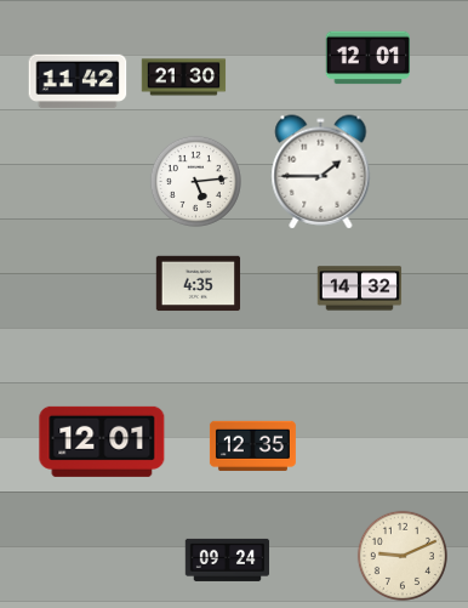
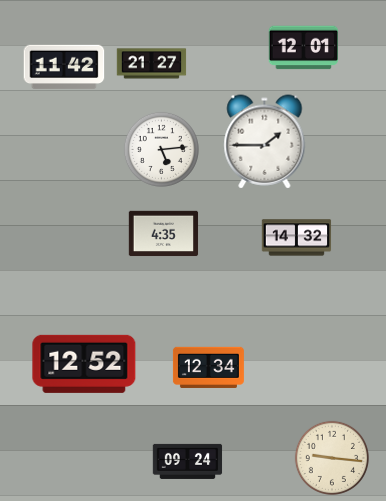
clock at (184, 78): 21:30 -> 21:27
clock at (102, 442): 12:01 -> 12:52
clock at (252, 445): 12:35 -> 12:34
clock at (401, 555): 9:11 -> 9:16
